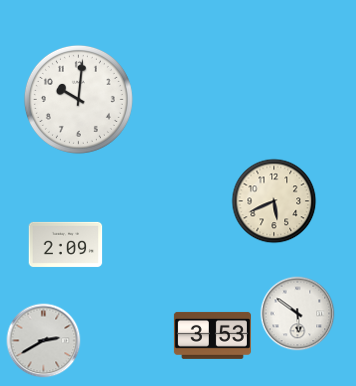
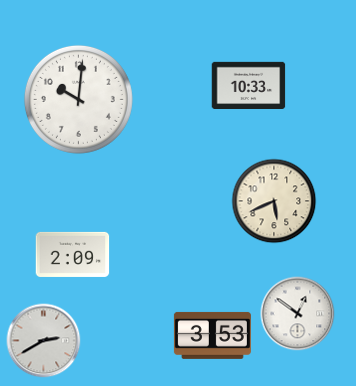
clock at (249, 85): none -> 10:33
clock at (66, 244) position: (66, 244) -> (73, 254)
clock at (298, 314): 5:51 -> 12:51
